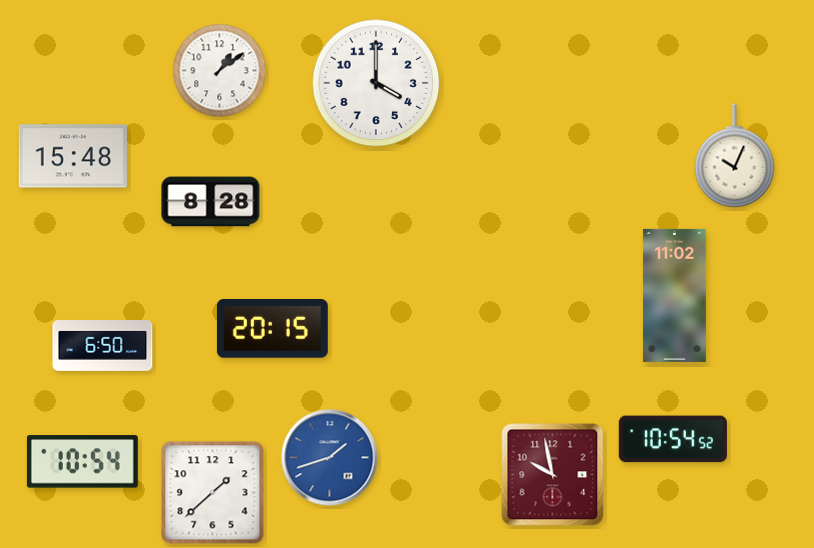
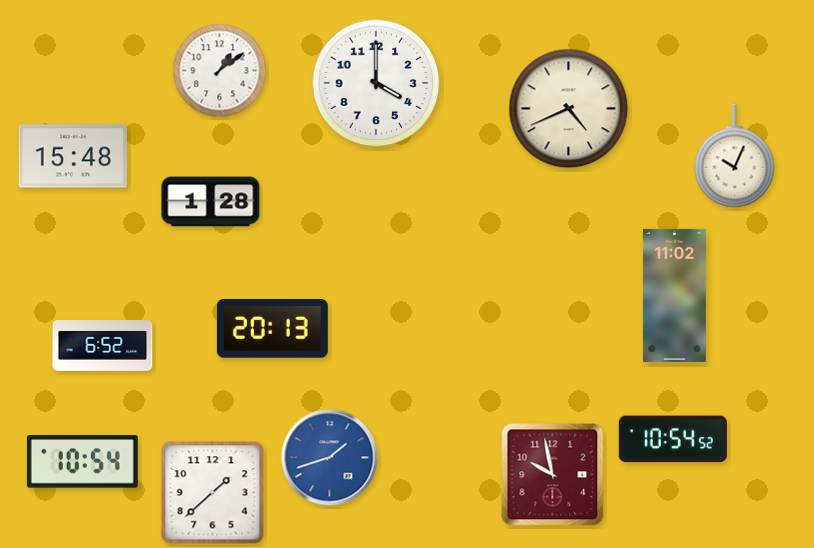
clock at (569, 109): none -> 4:41
clock at (211, 202): 8:28 -> 1:28
clock at (272, 329): 20:15 -> 20:13
clock at (103, 346): 6:50 -> 6:52
